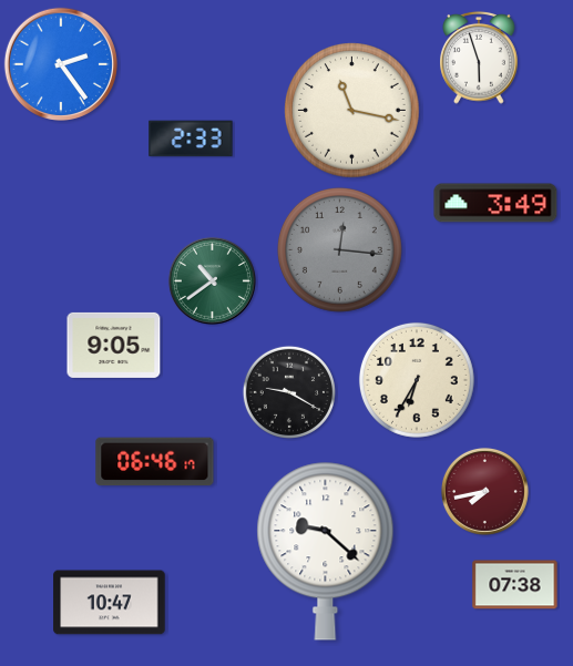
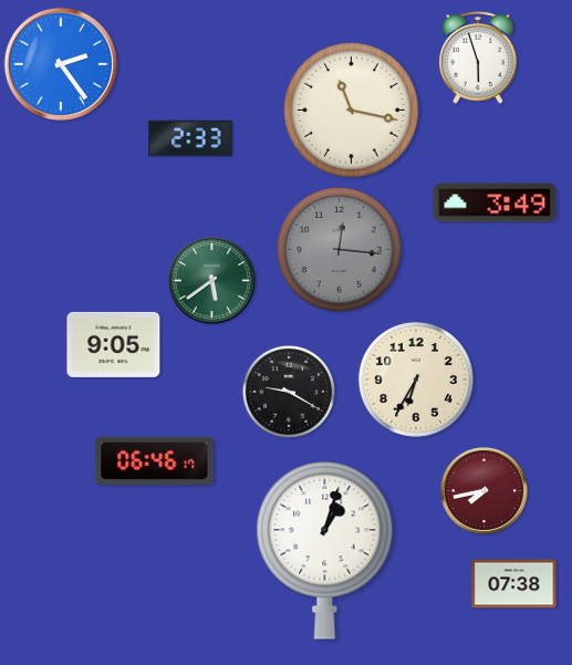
clock at (212, 280): 10:39 -> 5:39
clock at (326, 551): 9:22 -> 1:03
clock at (110, 603): 10:47 -> none
